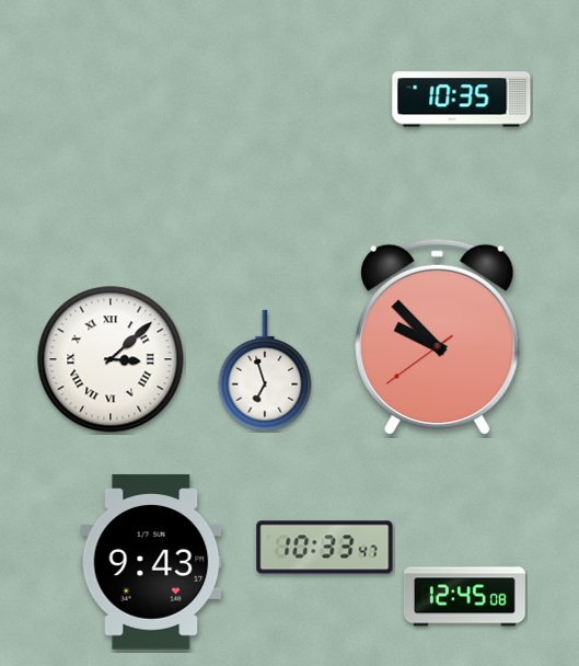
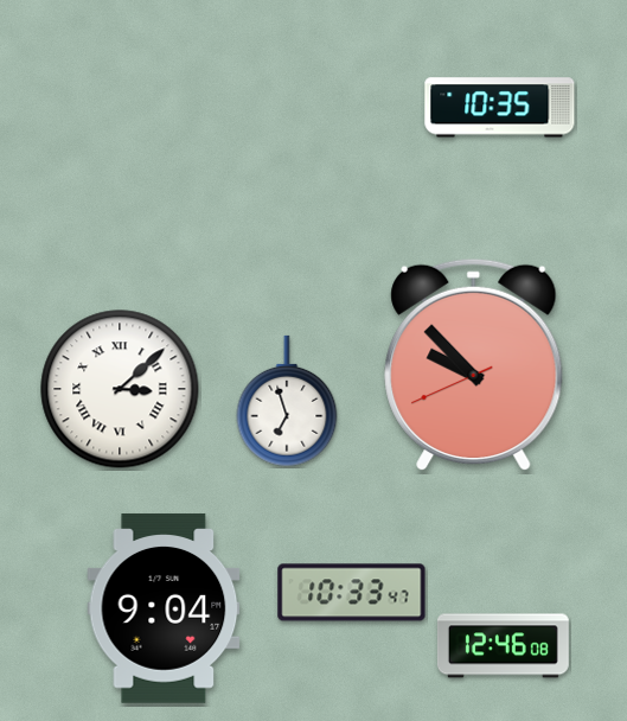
clock at (438, 337): 9:52:39 -> 9:52:41
clock at (151, 562): 9:43 -> 9:04
clock at (464, 597): 12:45 -> 12:46
